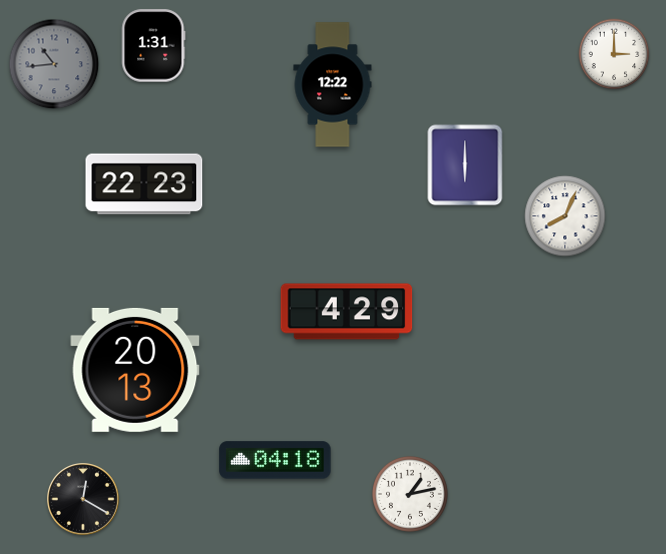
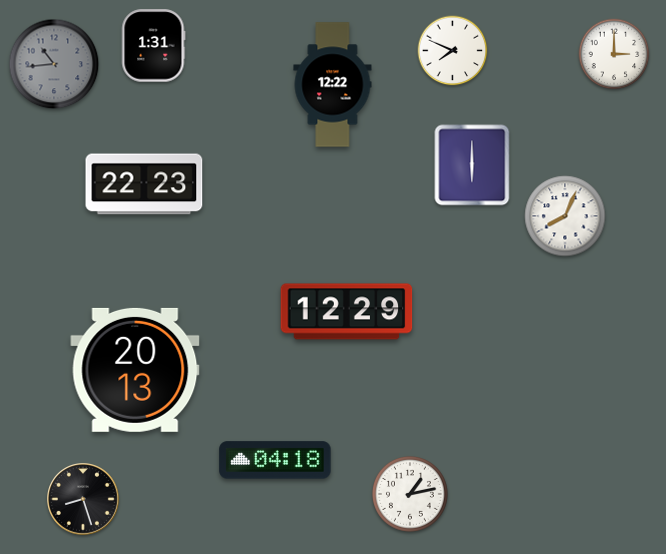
clock at (453, 51): none -> 7:49
clock at (465, 165) position: (465, 165) -> (472, 165)
clock at (347, 312): 4:29 -> 12:29
clock at (84, 500): 12:20 -> 8:27
